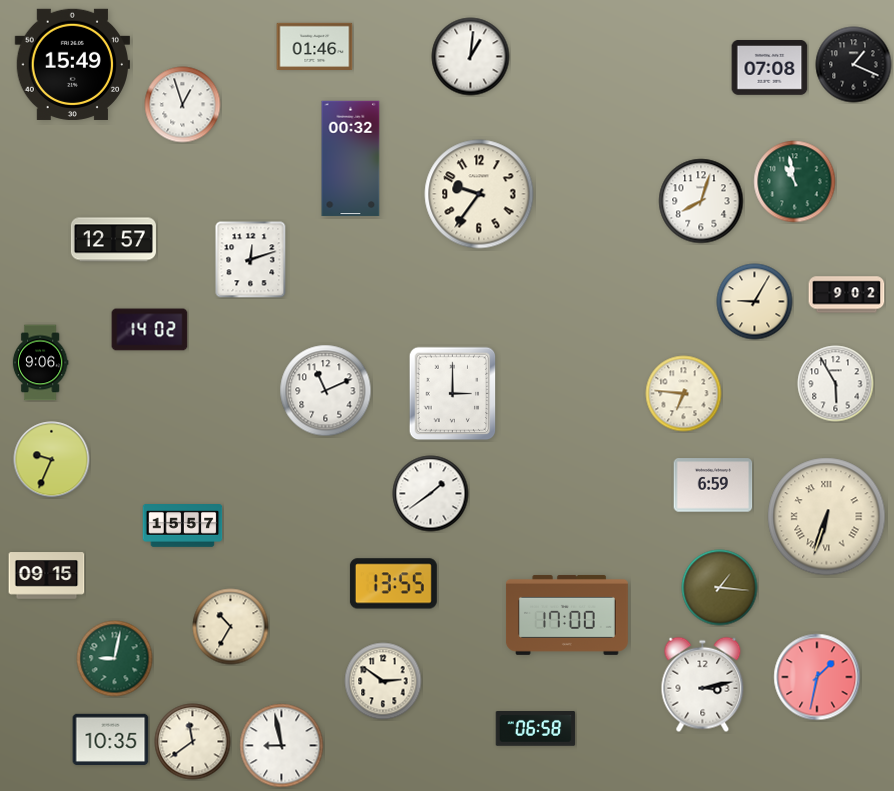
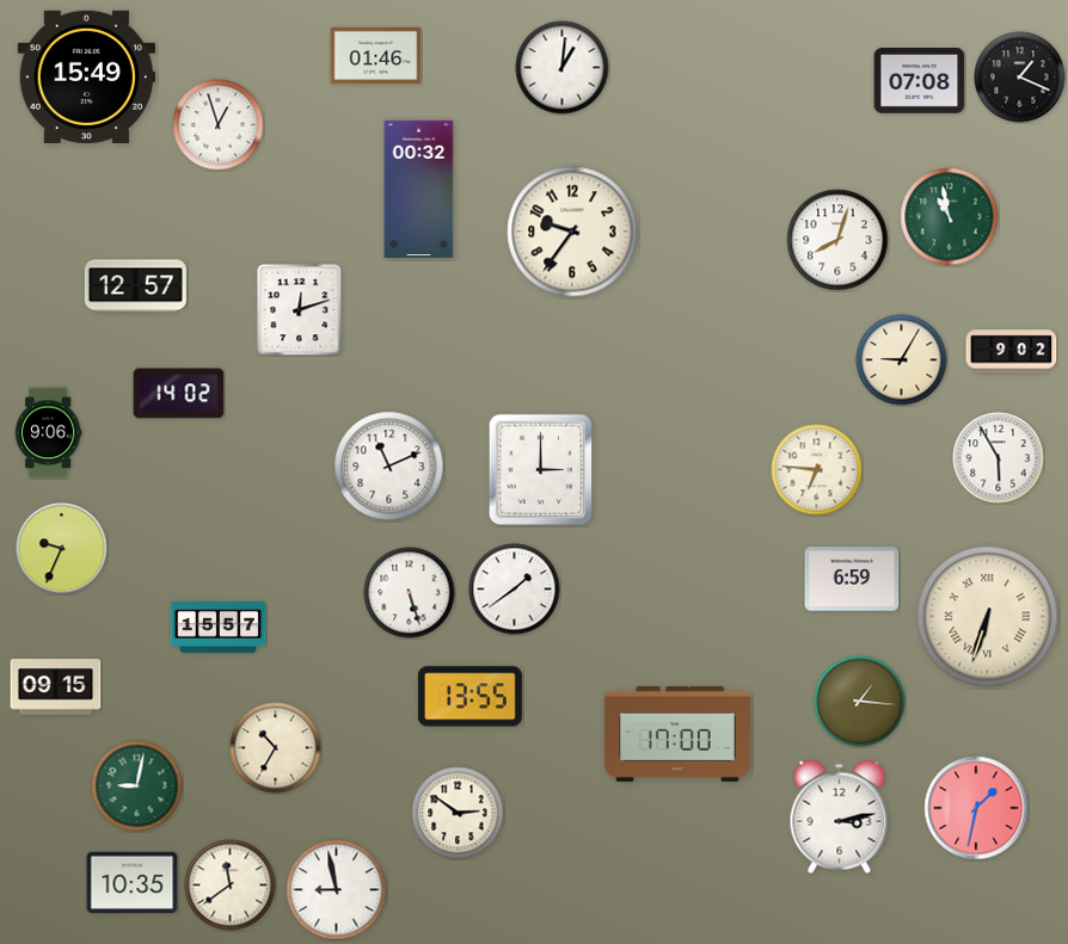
clock at (410, 593): none -> 5:27
clock at (536, 729): 06:58 -> none
